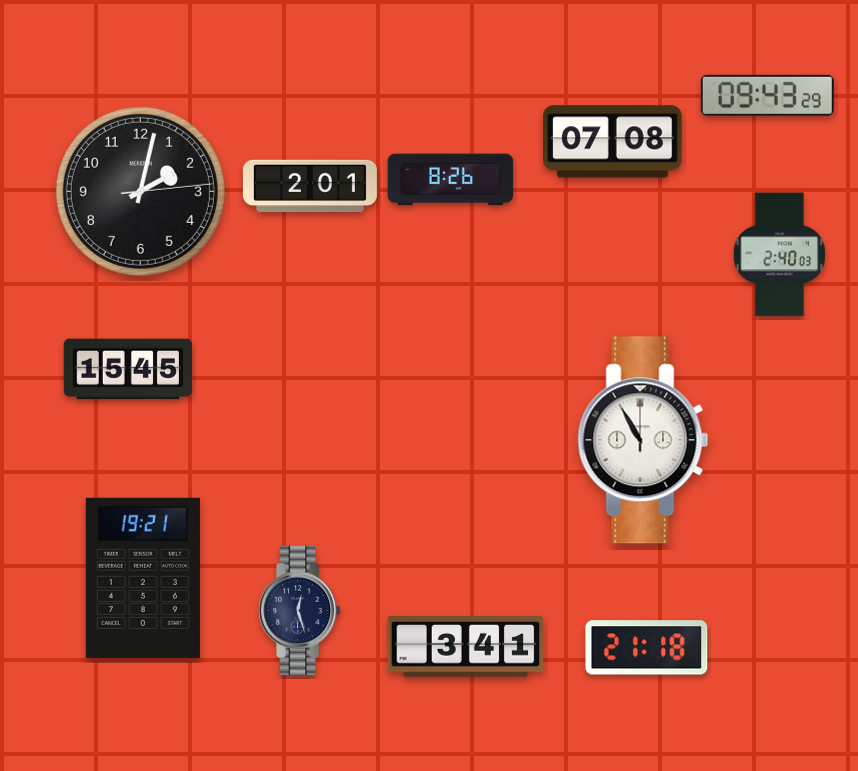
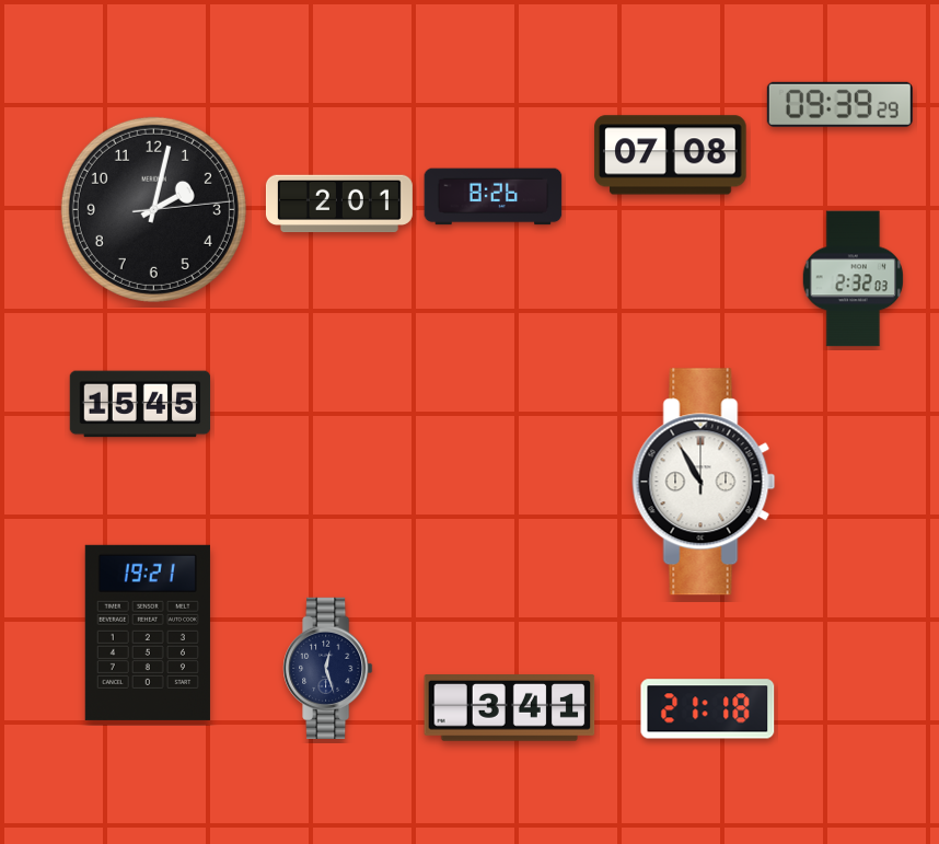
clock at (767, 95): 09:43 -> 09:39
clock at (779, 255): 2:40 -> 2:32
clock at (143, 578) position: (143, 578) -> (148, 633)
